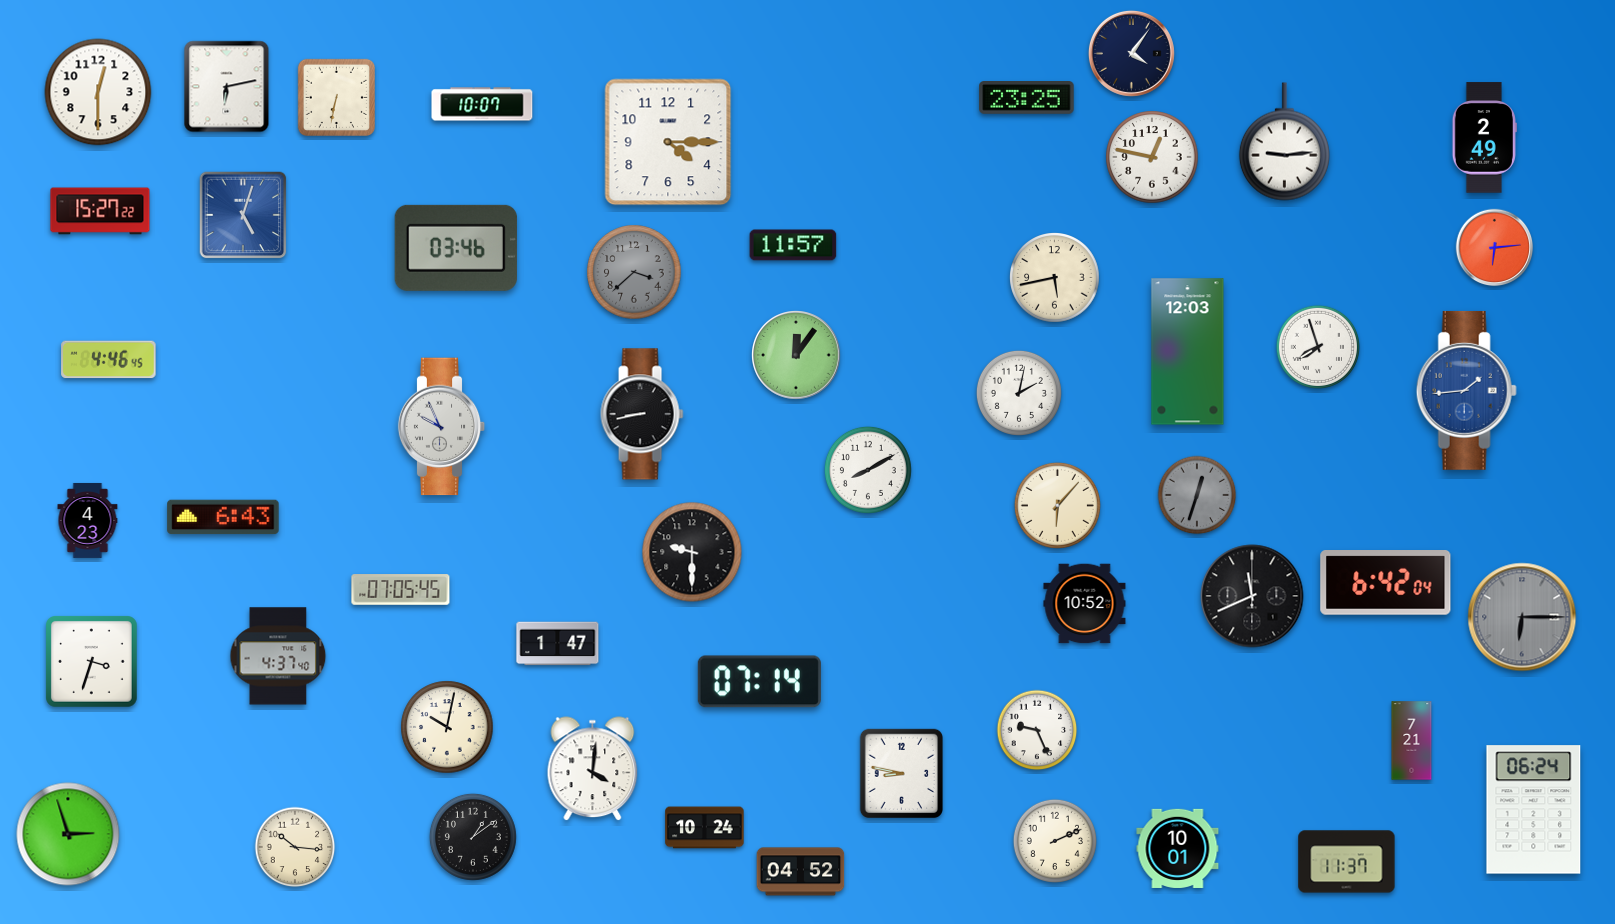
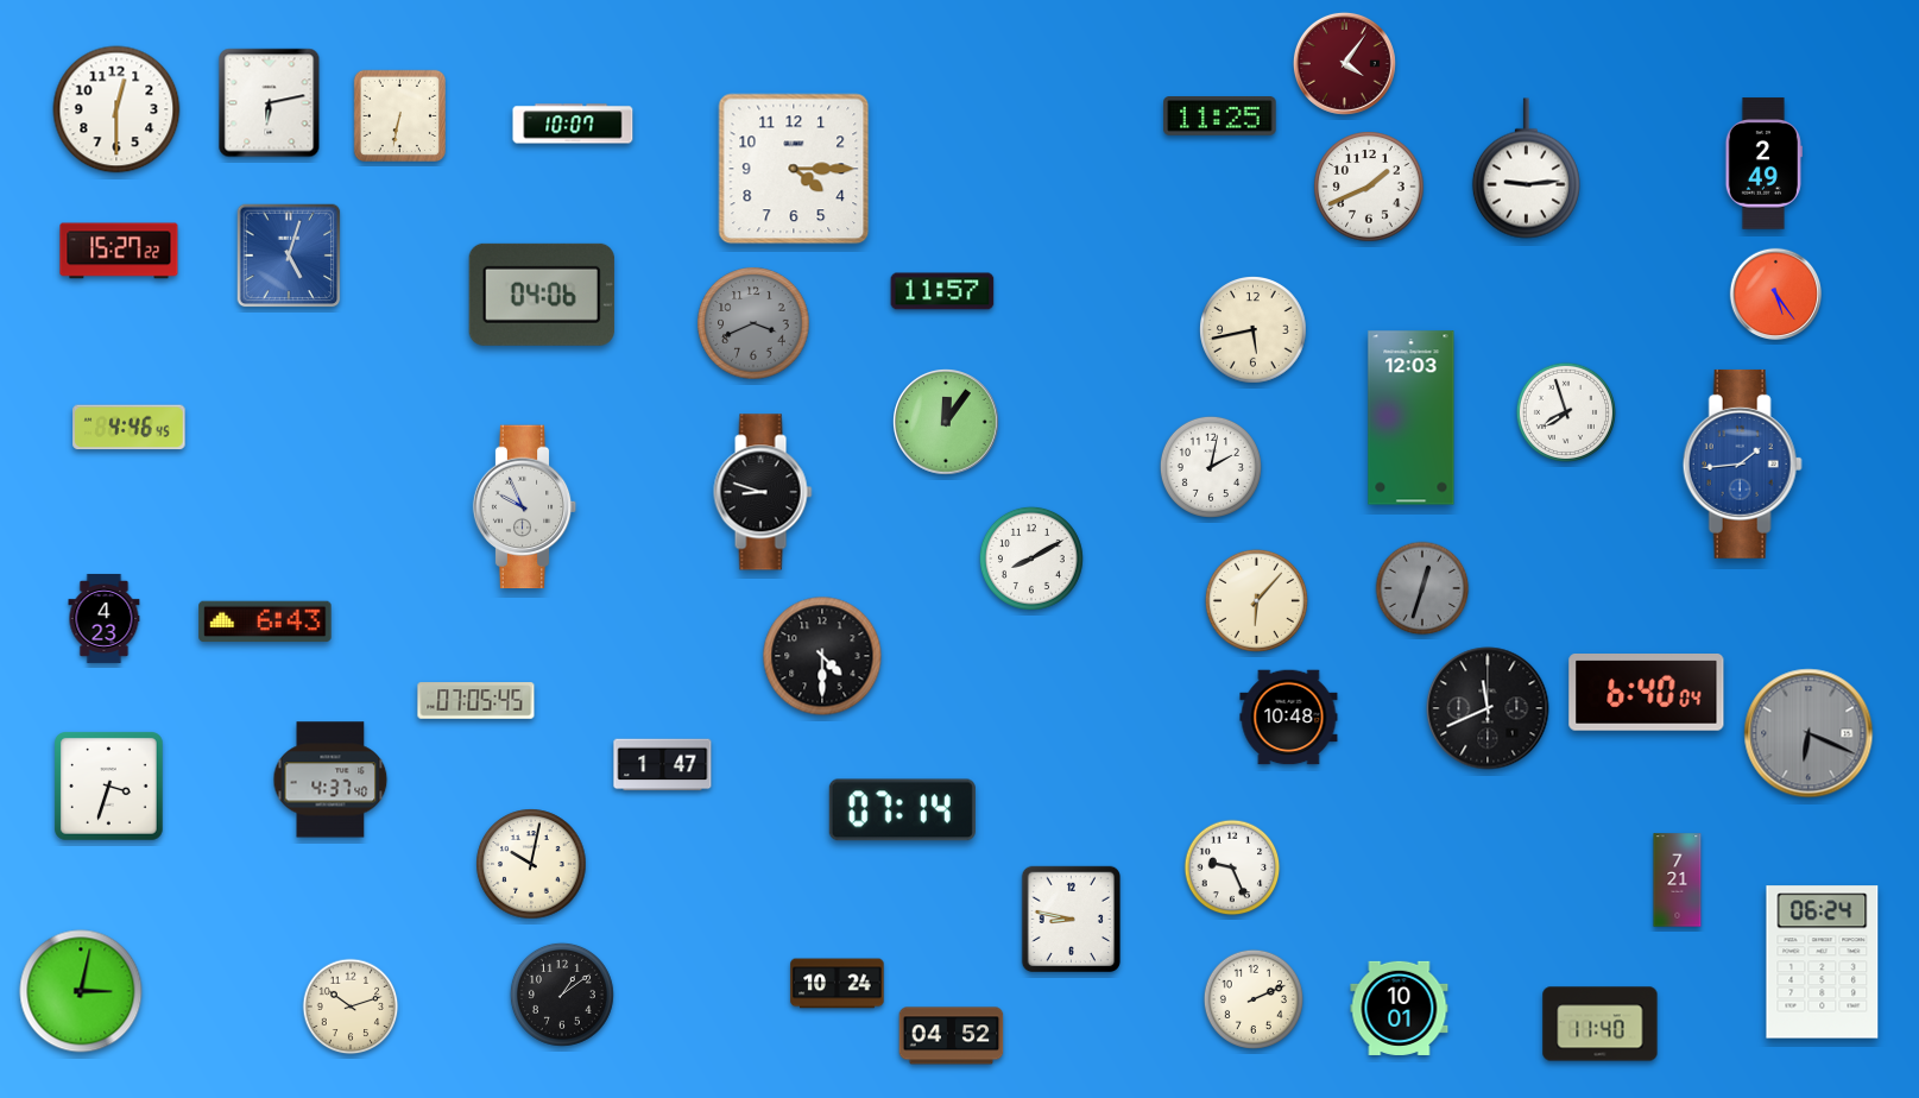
clock at (1131, 53) dial: navy -> burgundy
clock at (1027, 98): 23:25 -> 11:25
clock at (1152, 157): 12:47 -> 1:41
clock at (456, 248): 03:46 -> 04:06
clock at (1495, 248): 6:14 -> 5:24
clock at (634, 272): 3:38 -> 3:41
clock at (642, 414): 8:43 -> 8:48
clock at (223, 517) position: (223, 517) -> (265, 621)
clock at (692, 552): 9:30 -> 4:30
clock at (1386, 583): 6:42 -> 6:40
clock at (1085, 604): 10:52 -> 10:48
clock at (1522, 617): 6:15 -> 6:19
clock at (593, 769): 4:01 -> none
clock at (68, 834): 2:57 -> 3:02
clock at (295, 847): 10:16 -> 10:12
clock at (1347, 862): 11:37 -> 11:40
